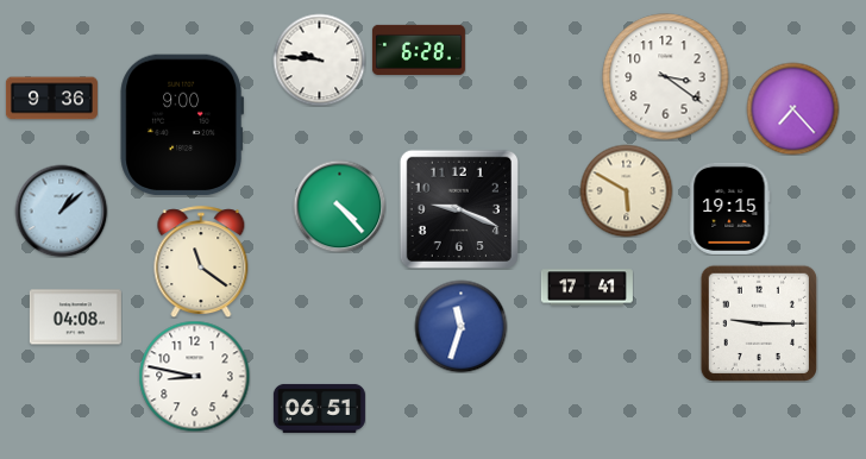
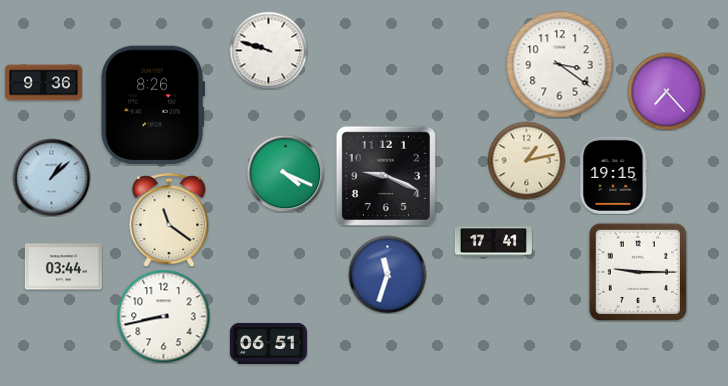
clock at (419, 50): 6:28 -> none
clock at (319, 59): 9:46 -> 9:48
clock at (182, 125): 9:00 -> 8:26
clock at (626, 190): 5:50 -> 1:13
clock at (339, 206): 4:23 -> 4:19
clock at (75, 317): 04:08 -> 03:44
clock at (194, 376): 8:47 -> 8:43
